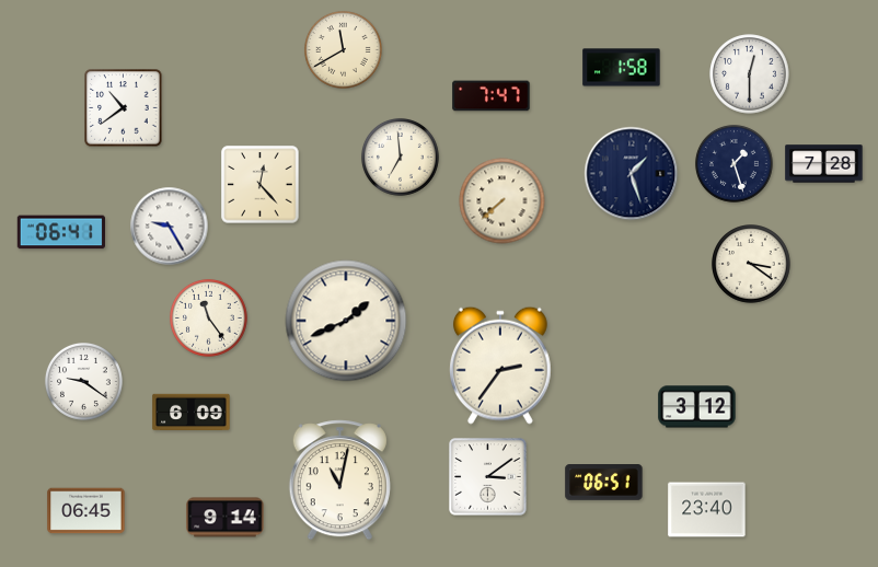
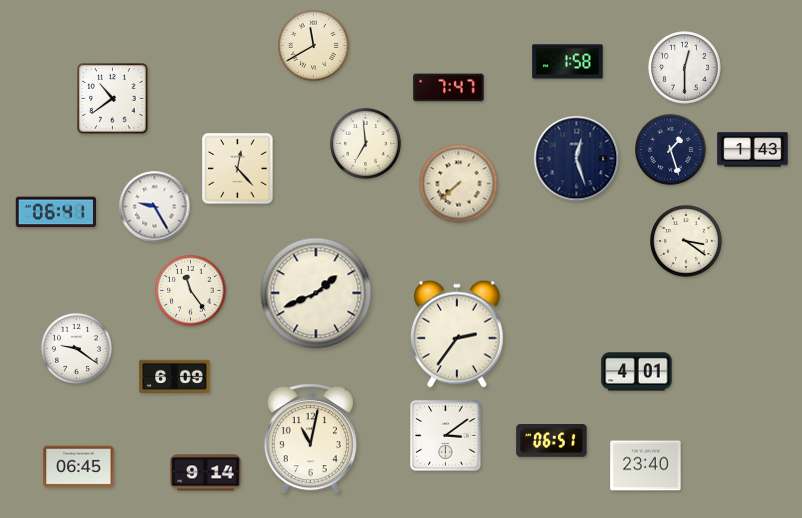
clock at (824, 164): 7:28 -> 1:43
clock at (632, 174): 1:27 -> 12:27
clock at (697, 407): 3:12 -> 4:01
